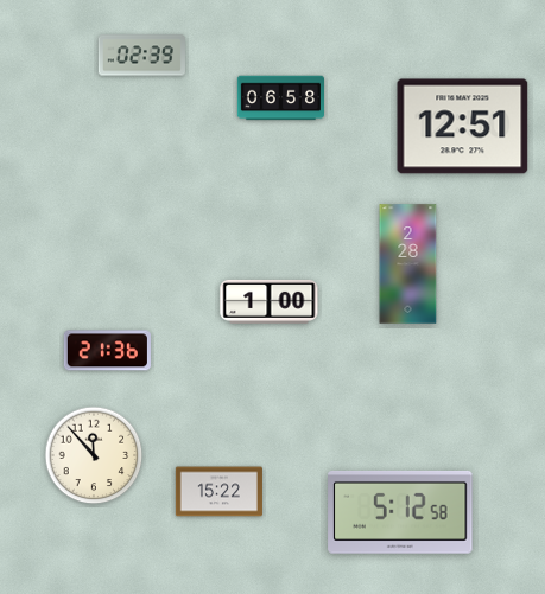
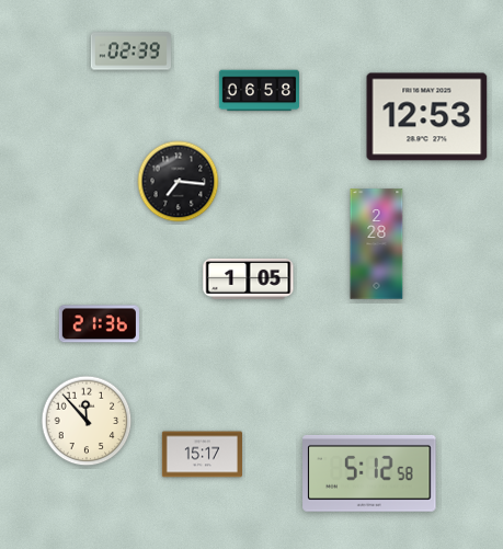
clock at (463, 127): 12:51 -> 12:53
clock at (179, 182): none -> 7:16
clock at (270, 301): 1:00 -> 1:05
clock at (218, 492): 15:22 -> 15:17
